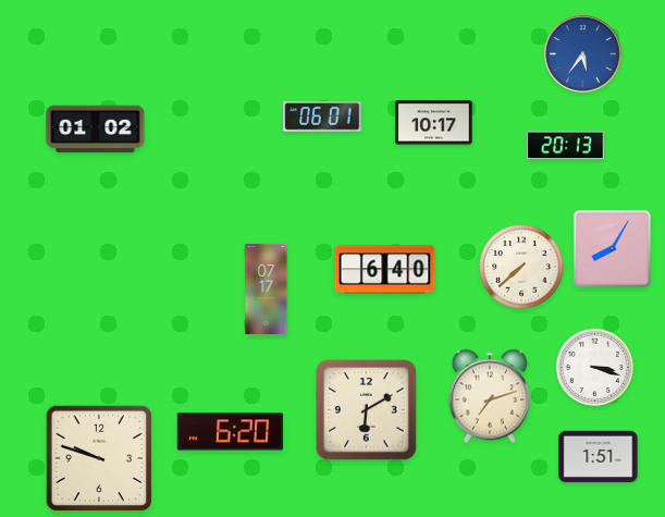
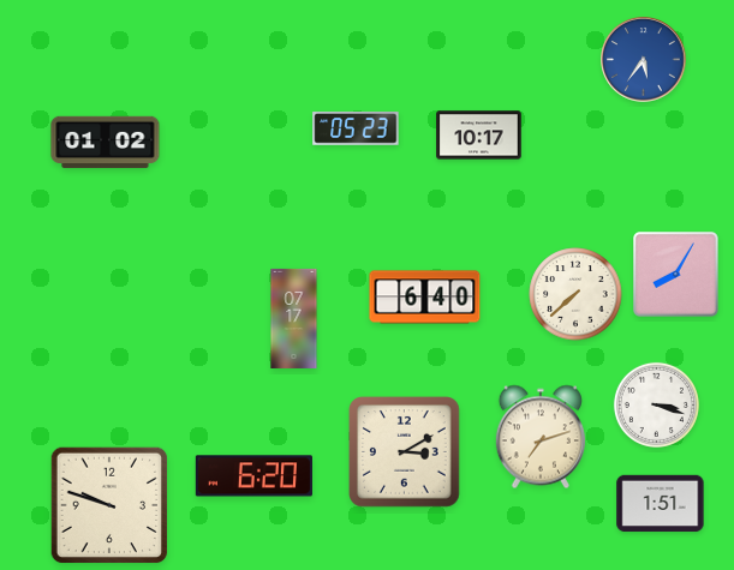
clock at (322, 118): 06:01 -> 05:23
clock at (566, 146): 20:13 -> none
clock at (367, 410): 6:10 -> 3:10
